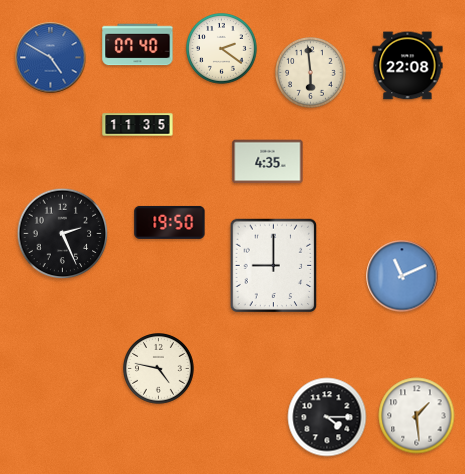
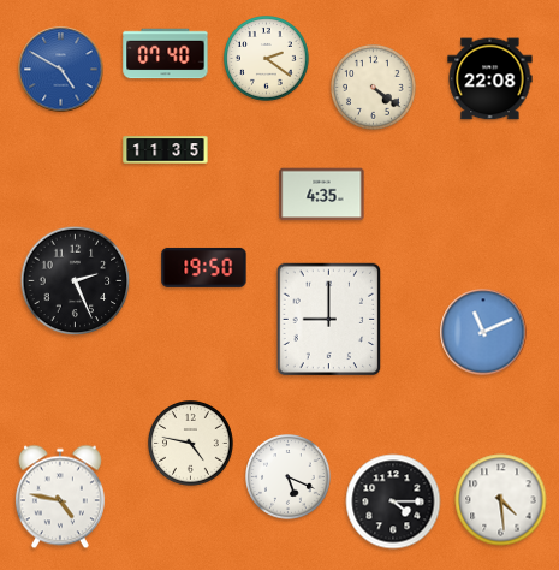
clock at (311, 73): 5:59 -> 4:21
clock at (289, 477): none -> 5:19
clock at (60, 497): none -> 4:47
clock at (417, 416): 1:29 -> 4:29
